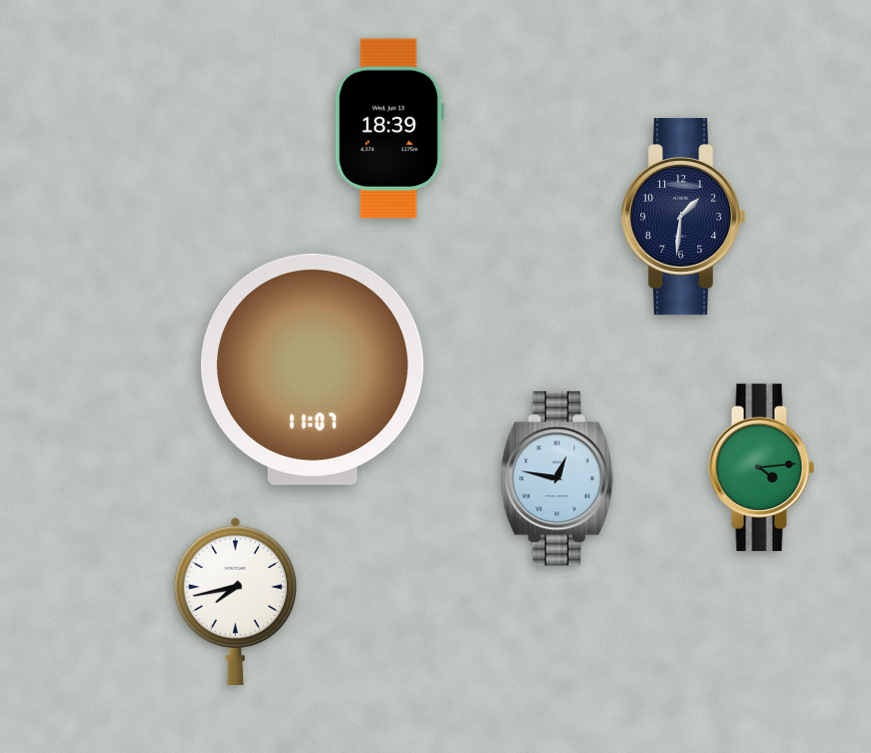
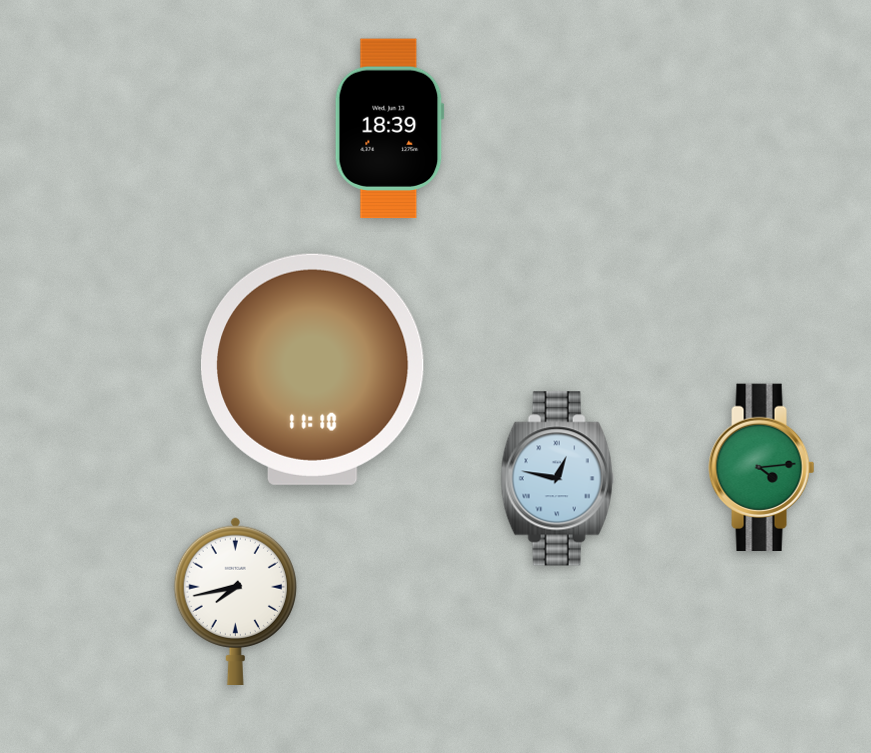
clock at (683, 216): 1:31 -> none
clock at (312, 369): 11:07 -> 11:10
